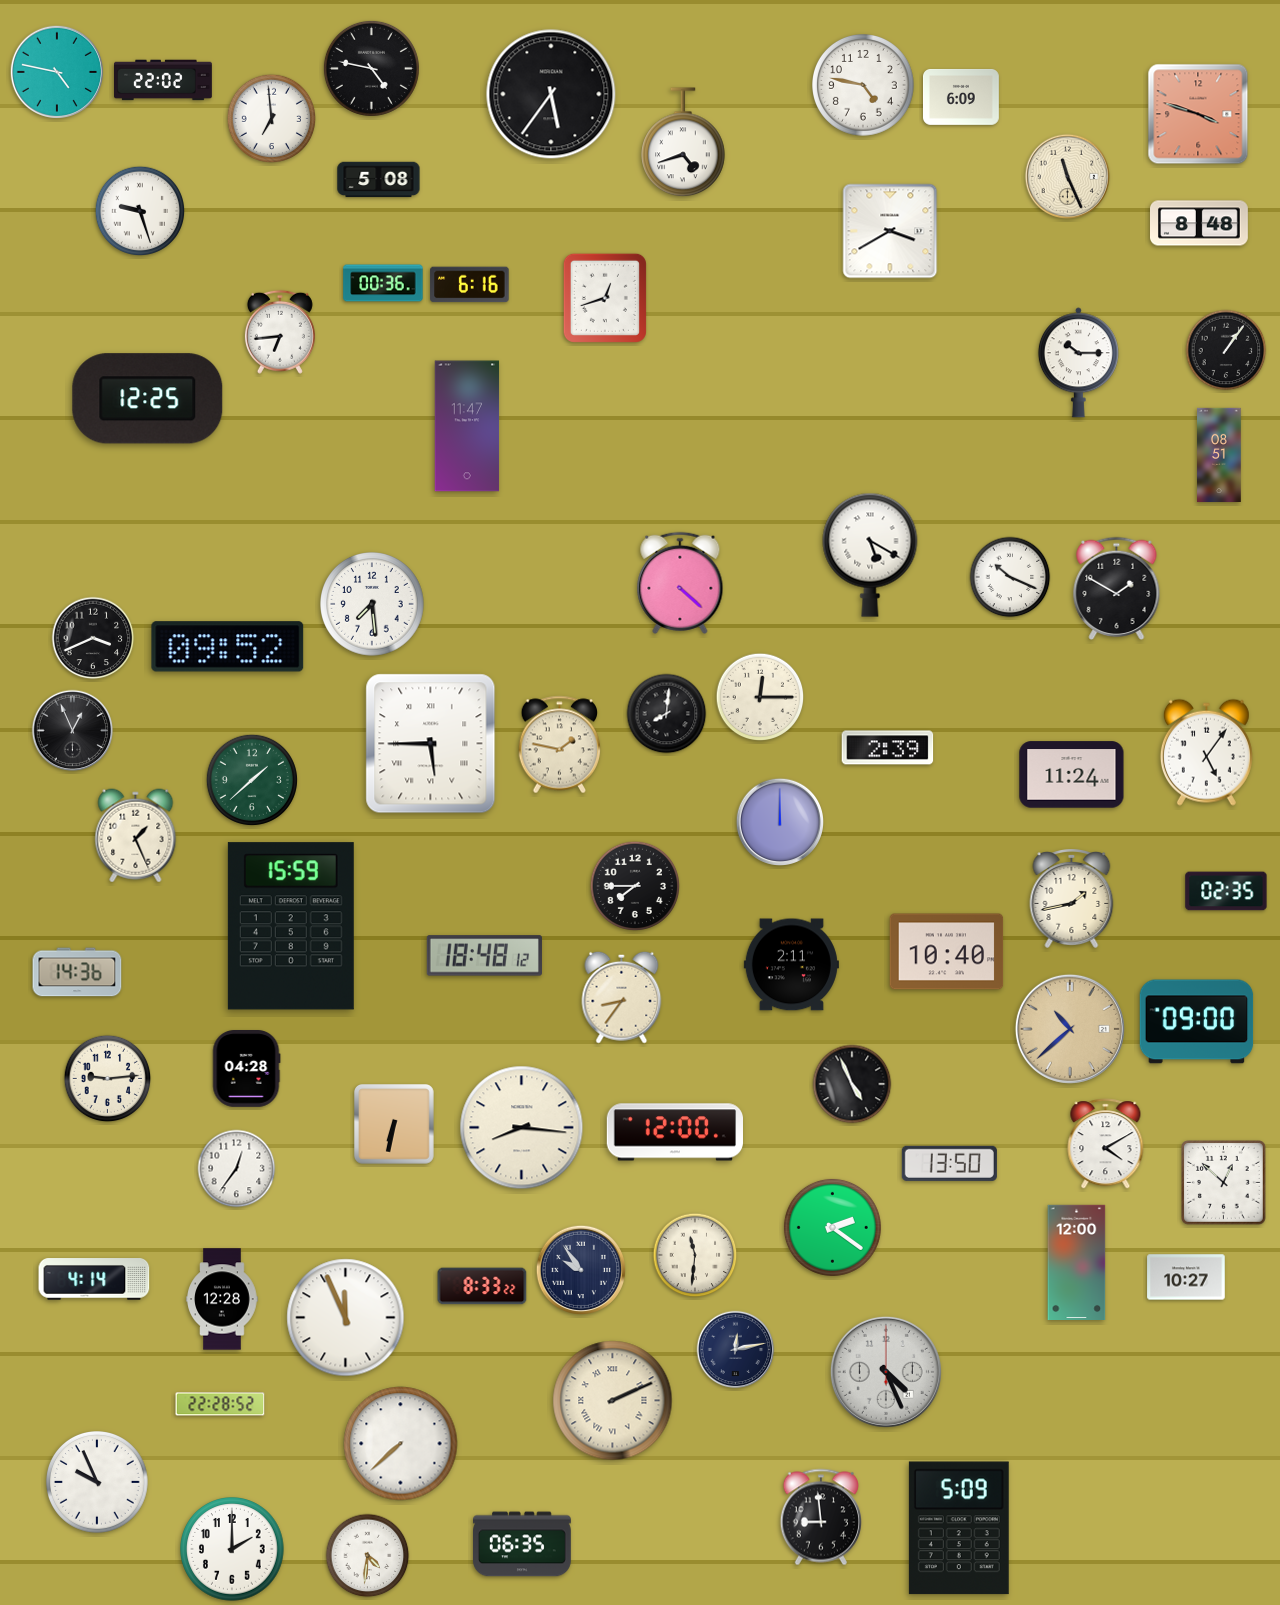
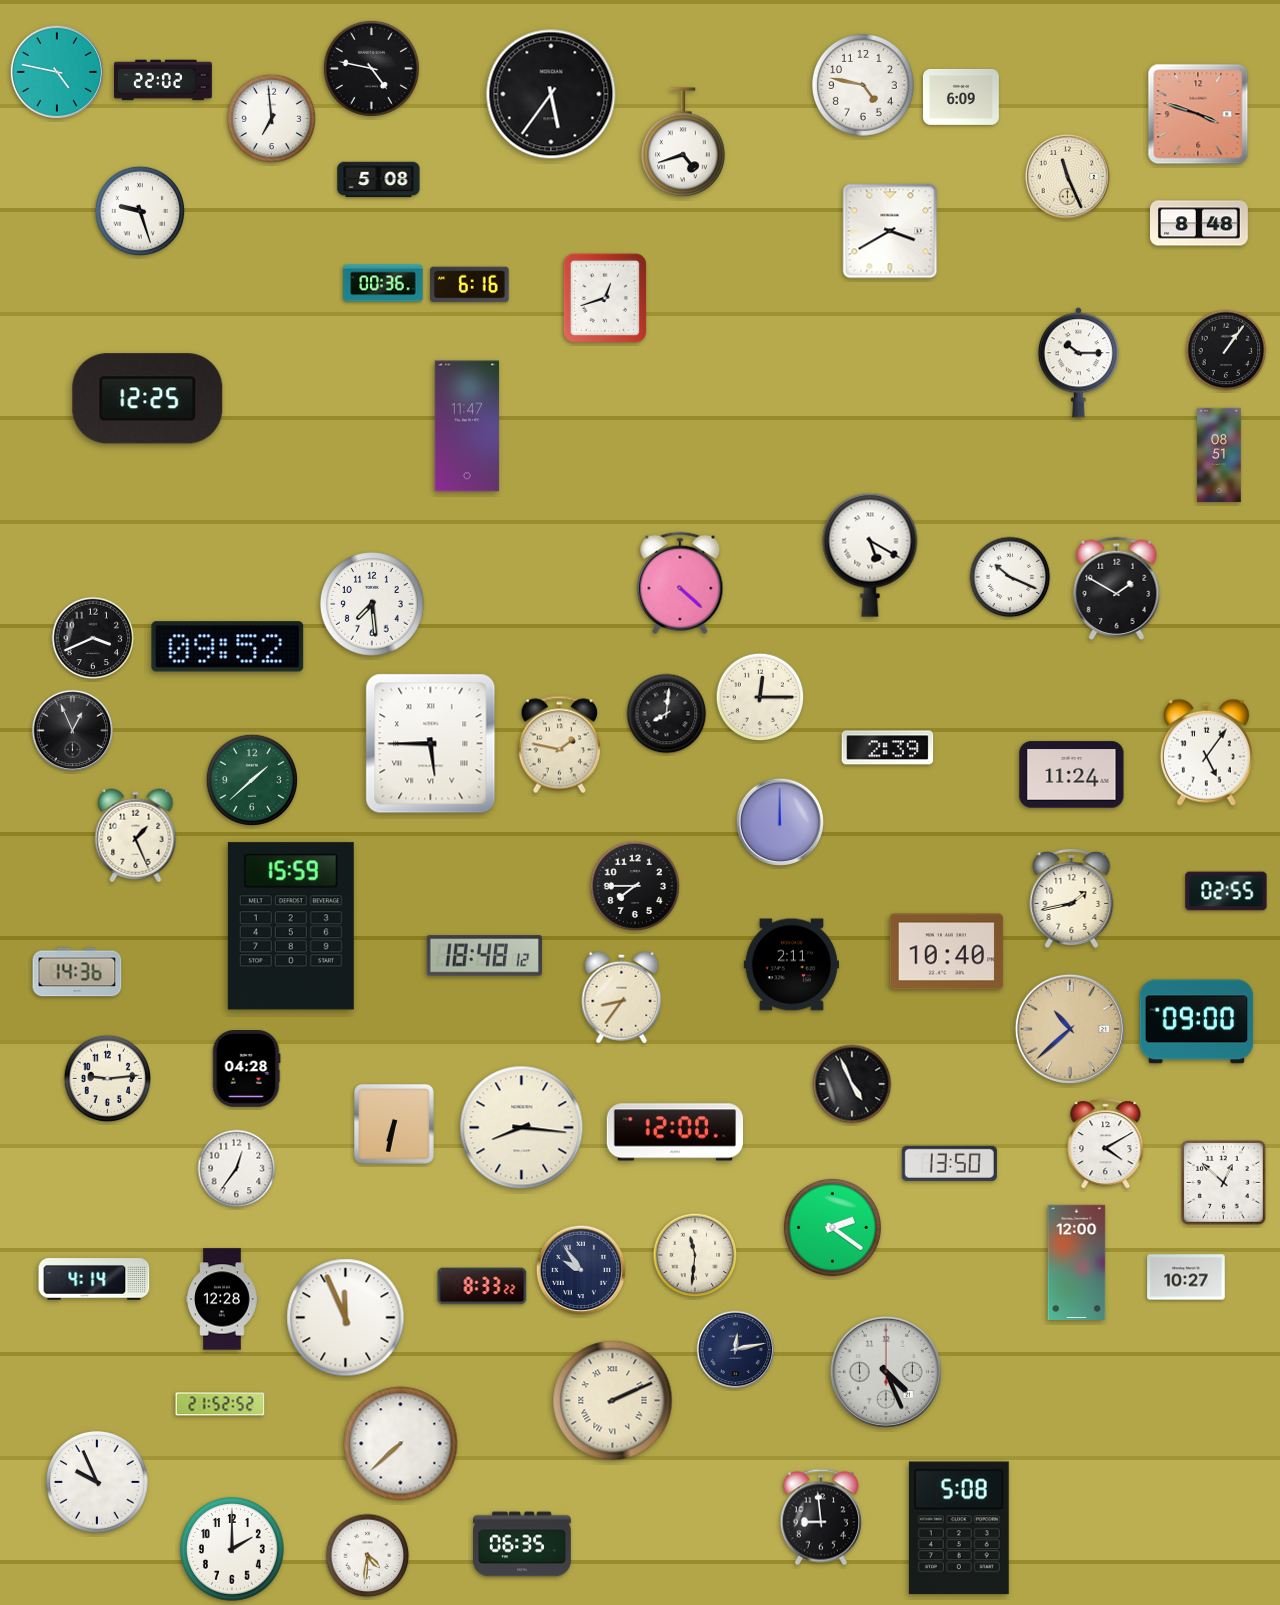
clock at (280, 332): 6:44 -> none
clock at (1226, 891): 02:35 -> 02:55
clock at (220, 1404): 22:28 -> 21:52
clock at (959, 1528): 5:09 -> 5:08
